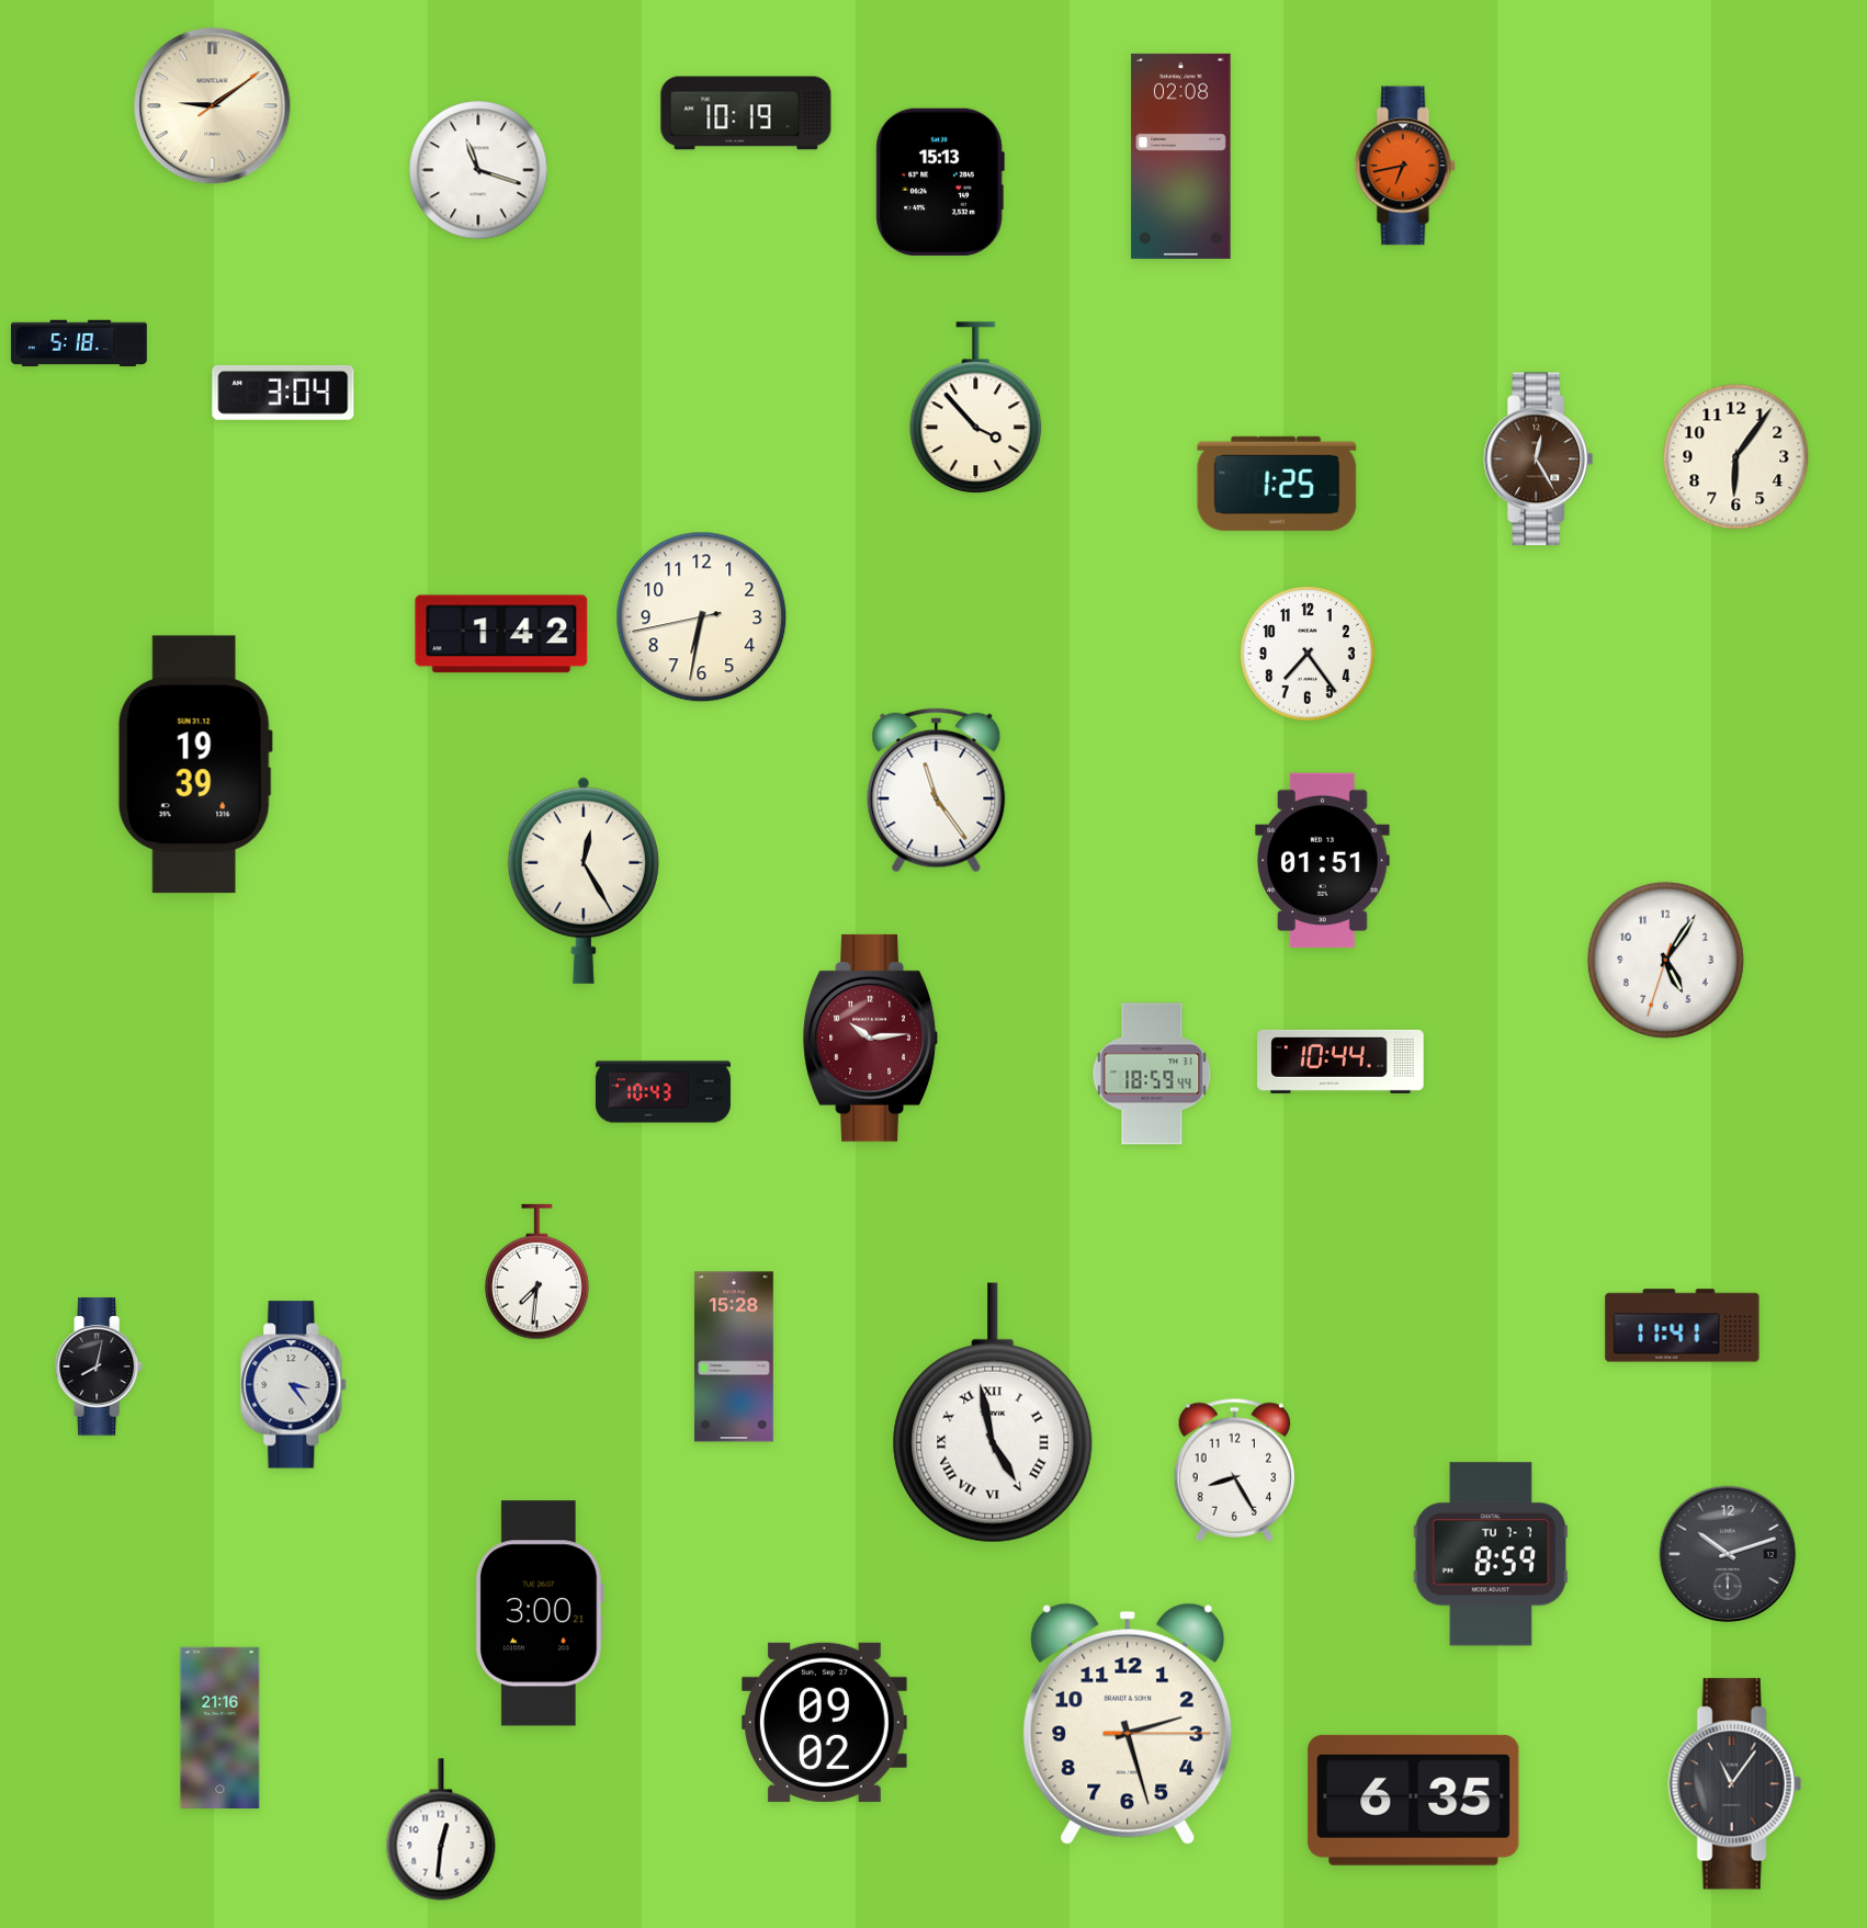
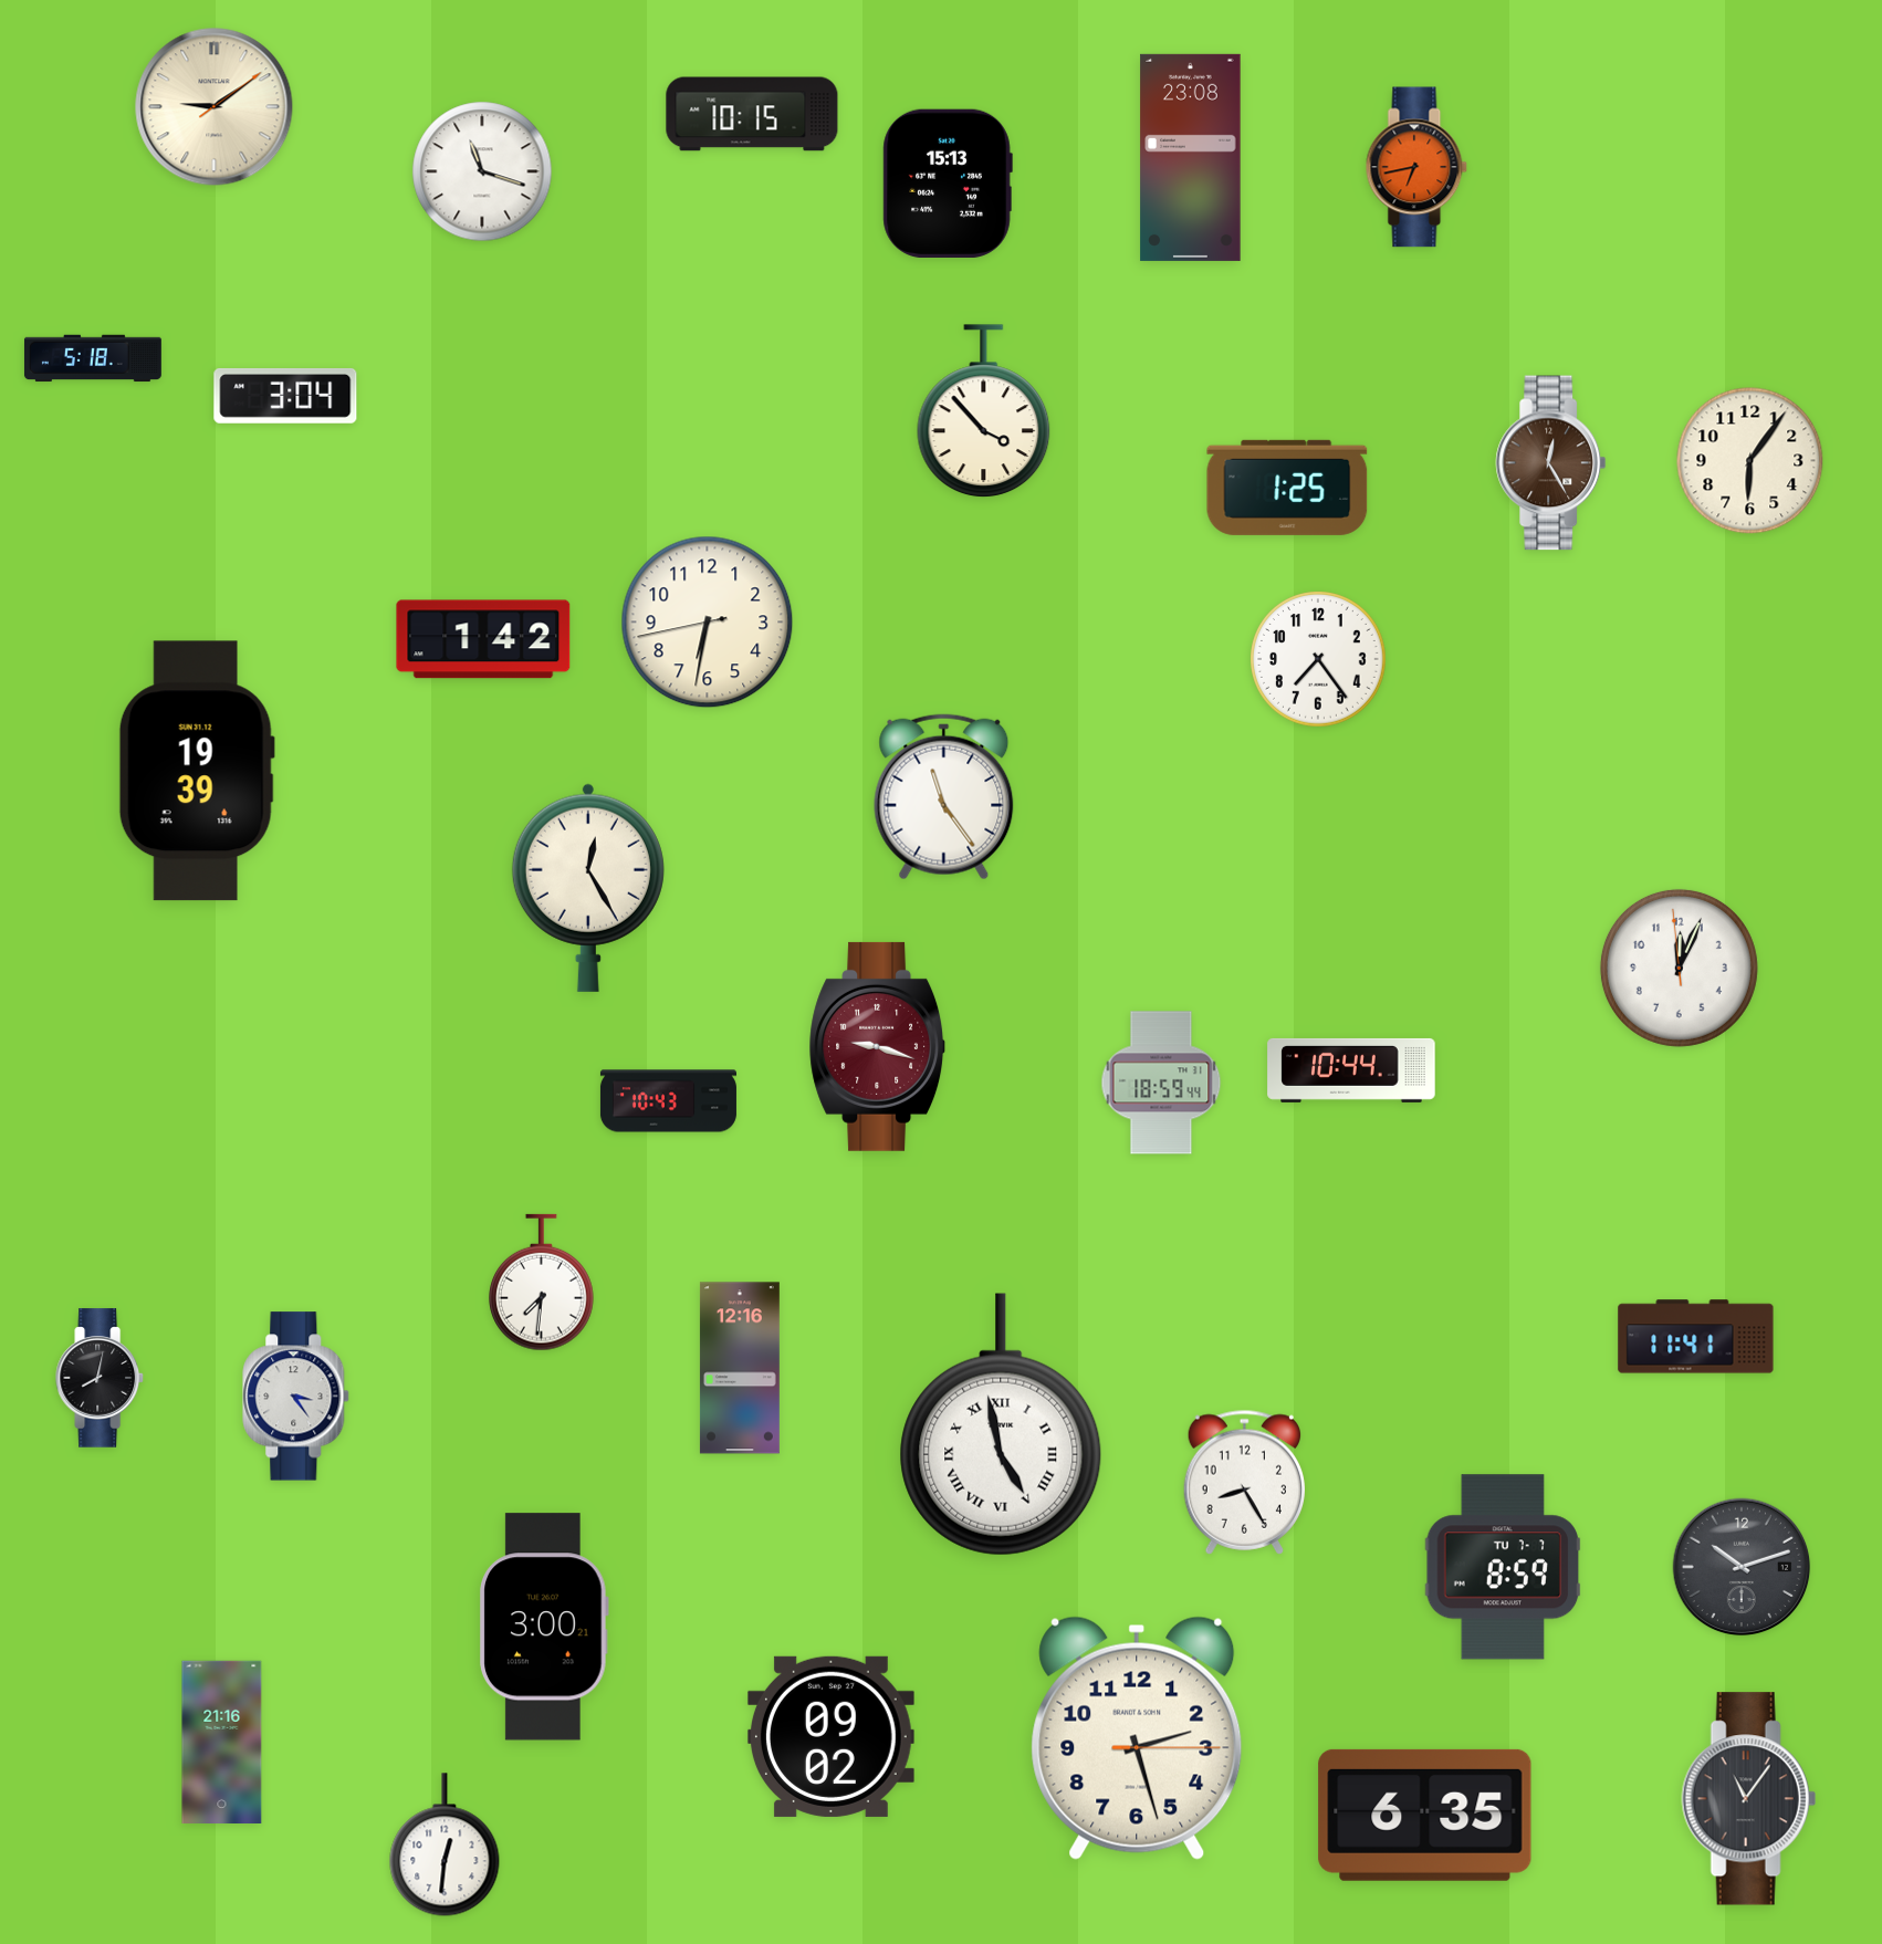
clock at (746, 113): 10:19 -> 10:15
clock at (1181, 156): 02:08 -> 23:08
clock at (79, 343) position: (79, 343) -> (93, 358)
clock at (501, 634) position: (501, 634) -> (483, 639)
clock at (1323, 861): 01:51 -> none
clock at (1665, 960): 5:05 -> 12:03
clock at (871, 1037): 10:14 -> 9:18
clock at (734, 1357): 15:28 -> 12:16
